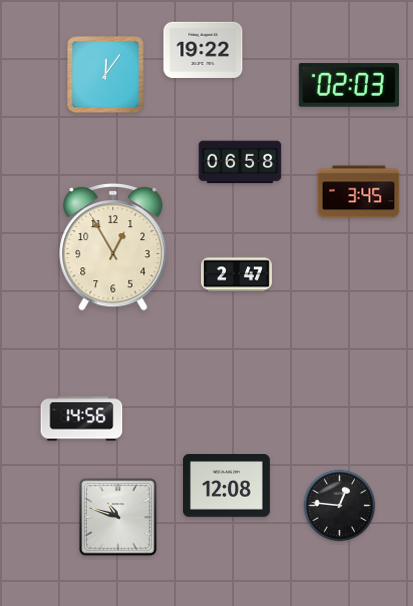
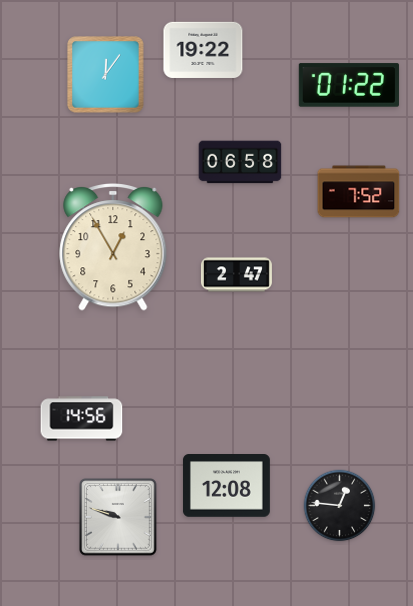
clock at (349, 85): 02:03 -> 01:22
clock at (359, 192): 3:45 -> 7:52
clock at (118, 517): 10:48 -> 9:48
